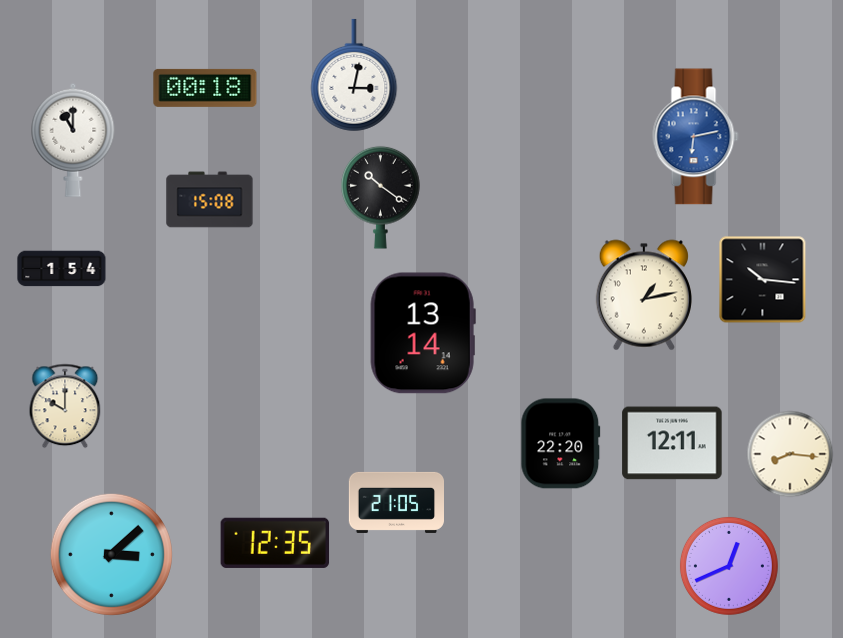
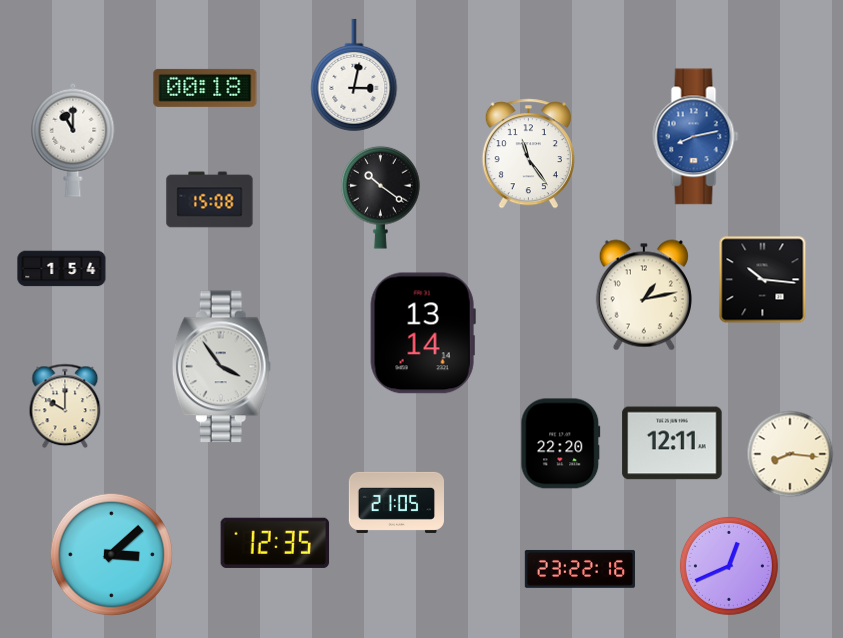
clock at (696, 137): 6:13 -> 8:13
clock at (528, 154): none -> 11:24
clock at (221, 367): none -> 3:54
clock at (580, 569): none -> 23:22
